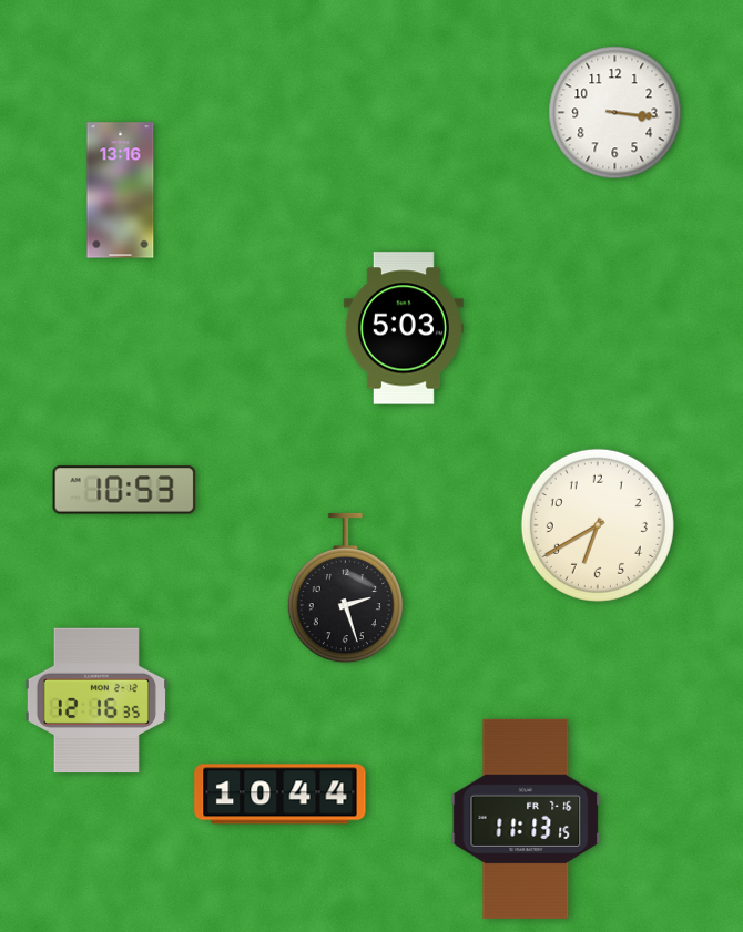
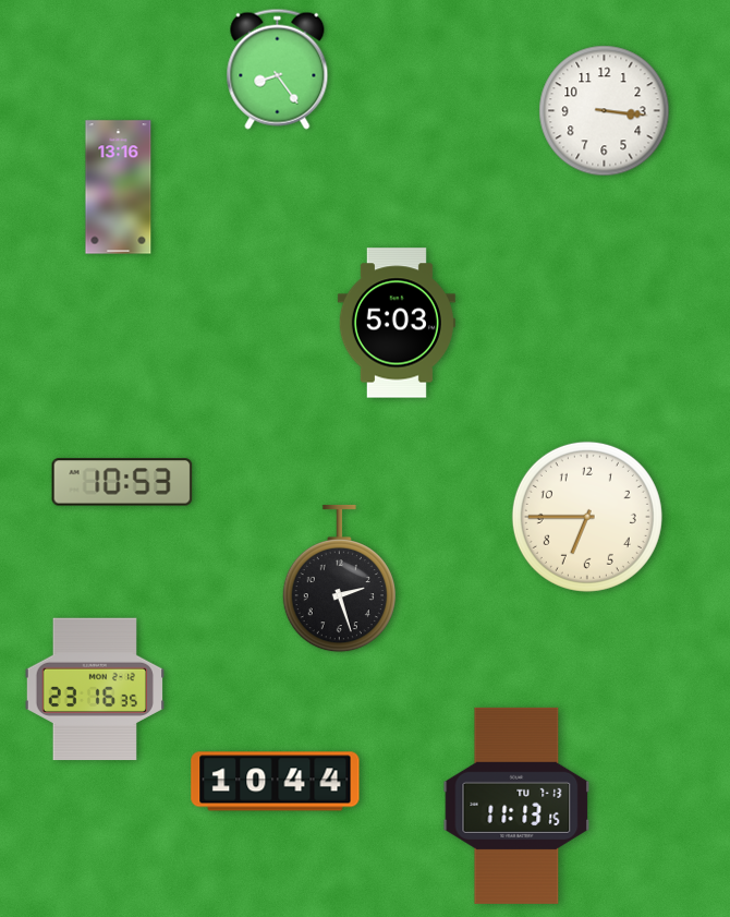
clock at (278, 69): none -> 8:24
clock at (598, 525): 6:40 -> 6:45
clock at (95, 700): 12:16 -> 23:16
clock at (526, 819) date: FR 7-16 -> TU 7-13
